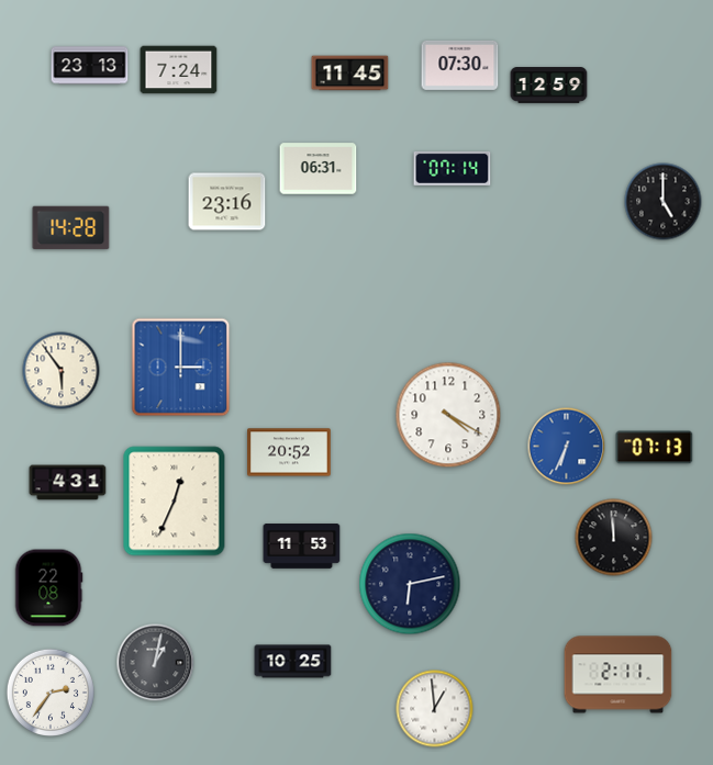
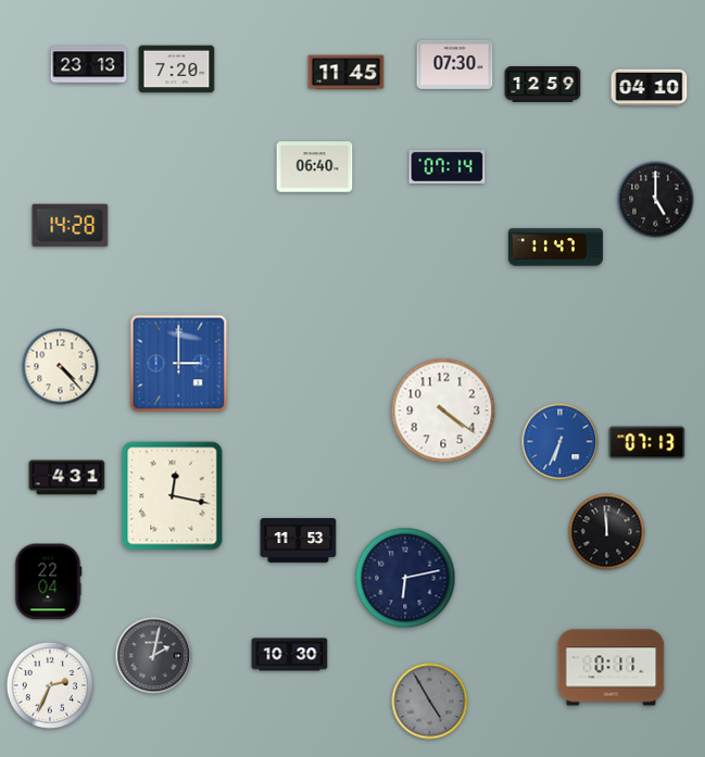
clock at (179, 70): 7:24 -> 7:20
clock at (650, 88): none -> 04:10
clock at (319, 169): 06:31 -> 06:40
clock at (227, 202): 23:16 -> none
clock at (555, 248): none -> 11:47
clock at (62, 371): 5:54 -> 4:23
clock at (448, 415): 4:20 -> 4:21
clock at (289, 452): 20:52 -> none
clock at (175, 502): 12:34 -> 12:17
clock at (48, 588): 22:08 -> 22:04
clock at (293, 662): 10:25 -> 10:30
clock at (156, 663): 1:02 -> 2:02
clock at (619, 675): 2:11 -> 0:11
clock at (49, 691): 2:36 -> 2:34
clock at (435, 709): 12:59 -> 4:55
clock at (435, 709) dial: white -> grey
